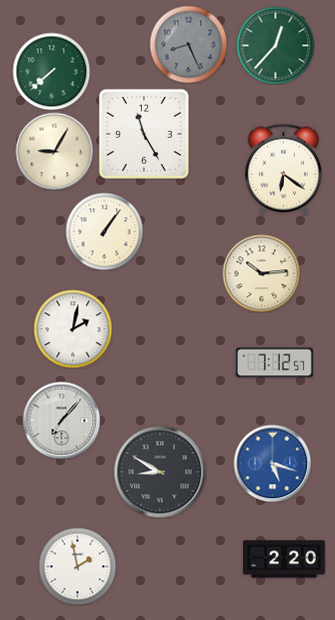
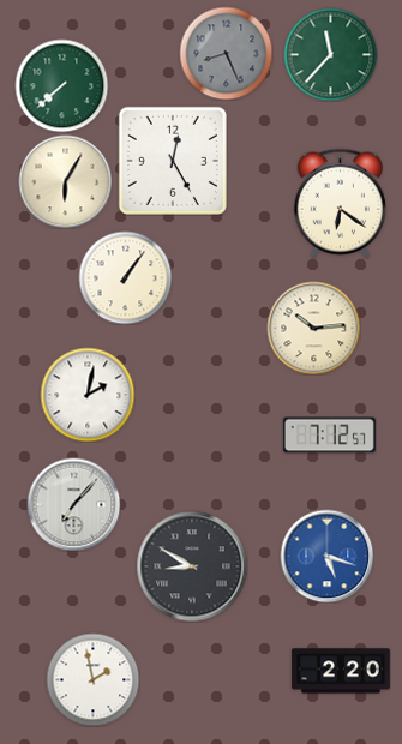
clock at (275, 45): 12:37 -> 11:37
clock at (144, 134): 11:25 -> 12:25
clock at (54, 151): 9:05 -> 6:05
